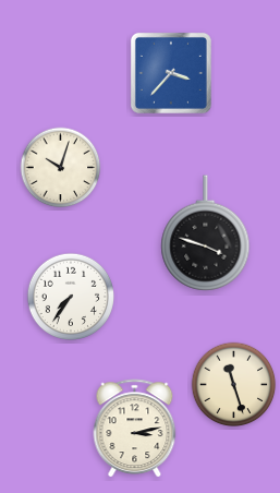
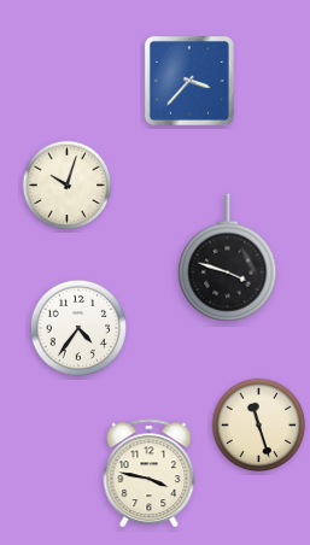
clock at (70, 296): 7:36 -> 4:36
clock at (135, 429): 3:13 -> 3:47
